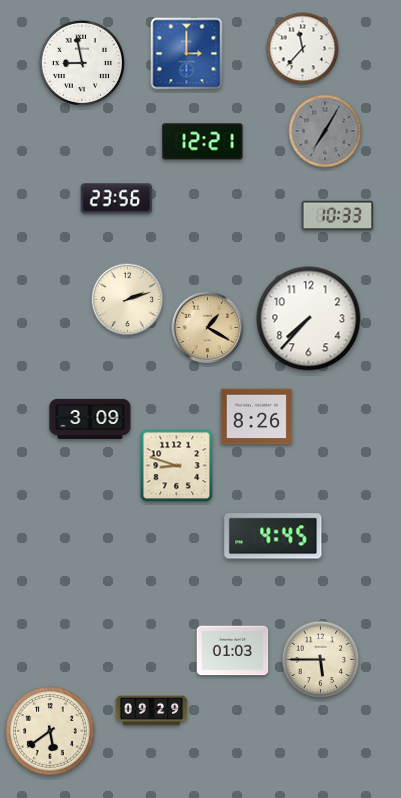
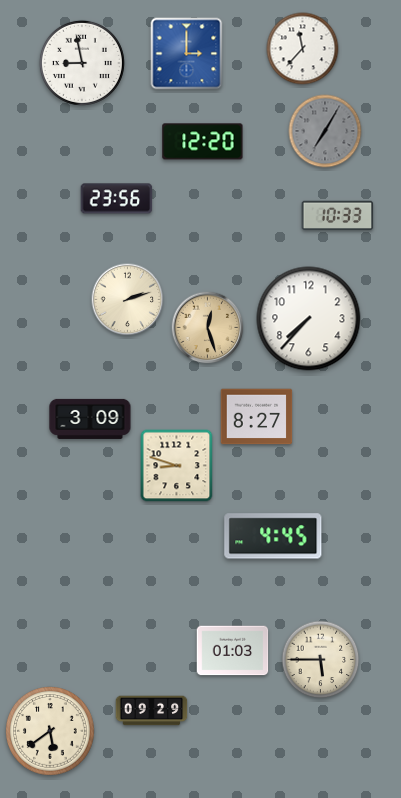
clock at (203, 142): 12:21 -> 12:20
clock at (208, 328): 1:20 -> 12:27
clock at (257, 417): 8:26 -> 8:27
